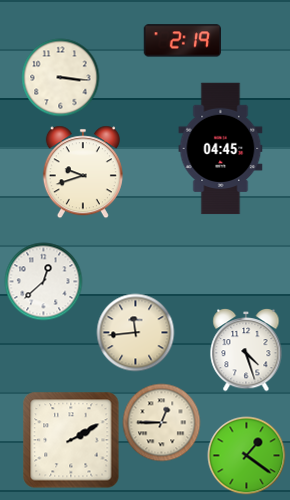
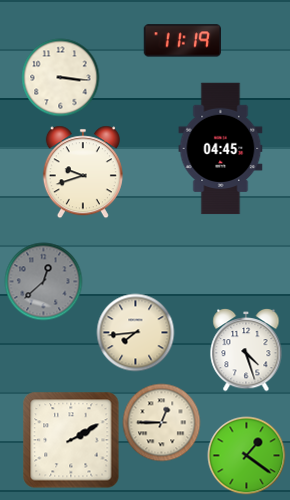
clock at (182, 41): 2:19 -> 11:19
clock at (43, 281) dial: white -> grey
clock at (135, 332): 11:44 -> 7:44
